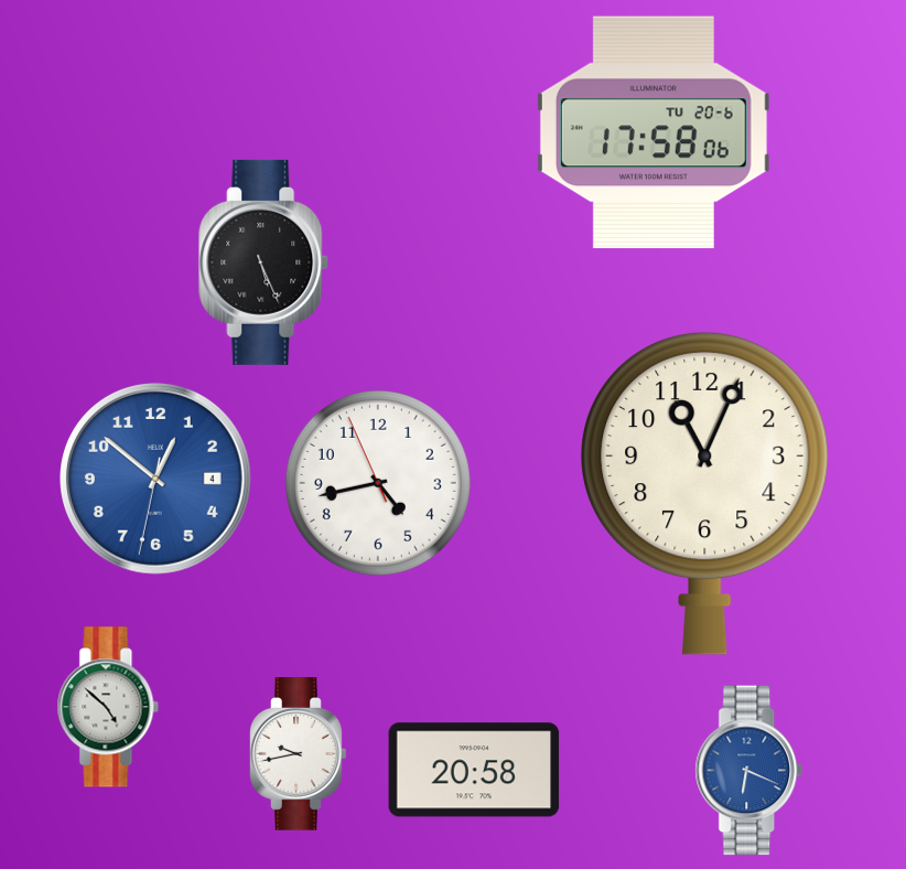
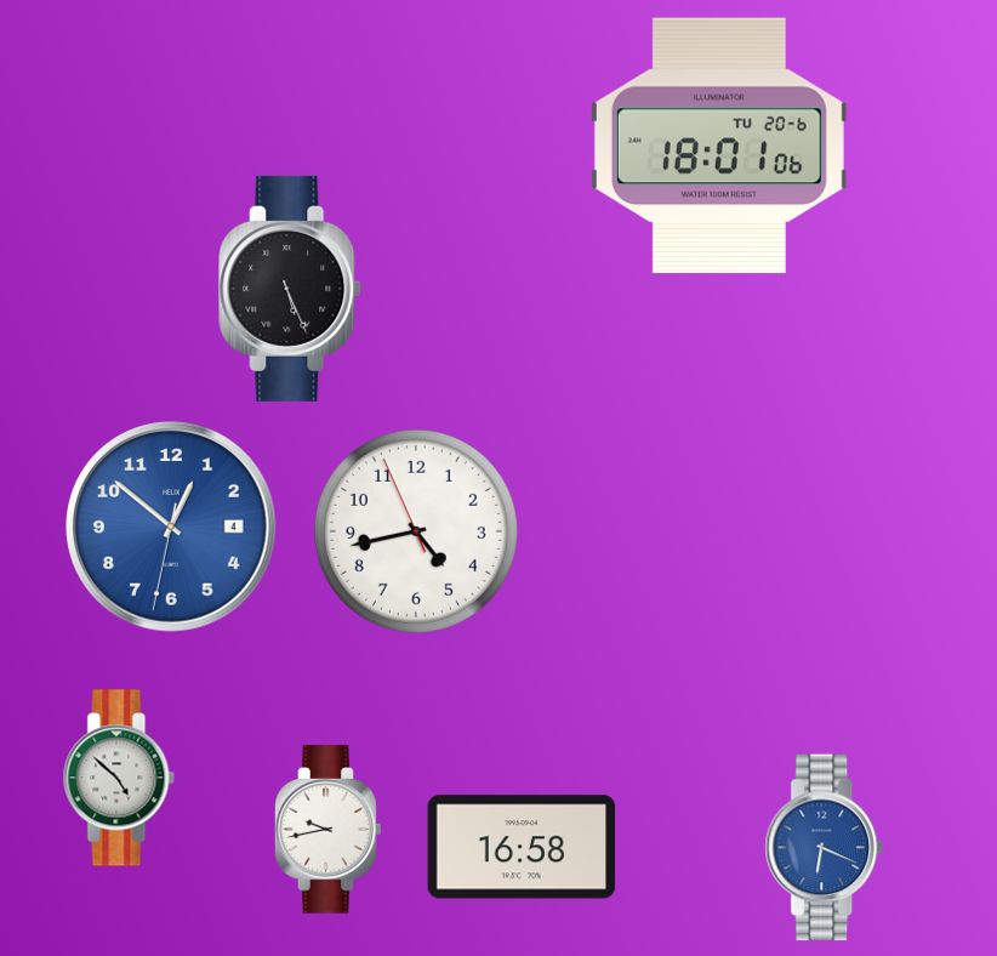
clock at (654, 132): 17:58 -> 18:01
clock at (705, 493): 11:04 -> none
clock at (474, 770): 20:58 -> 16:58
